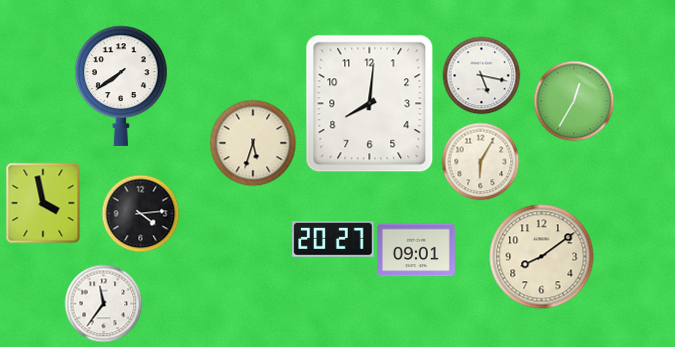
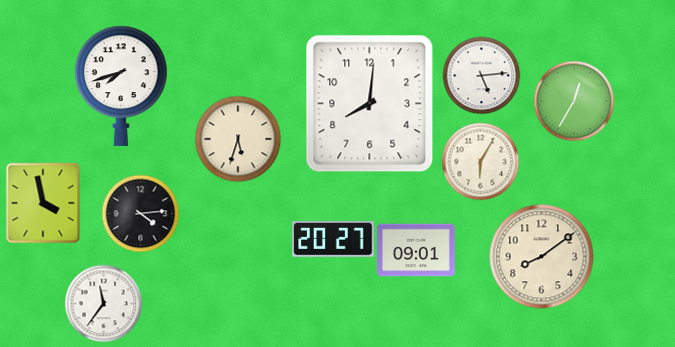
clock at (481, 75): 5:17 -> 5:14
clock at (121, 86): 7:39 -> 7:42
clock at (253, 143) position: (253, 143) -> (238, 139)
